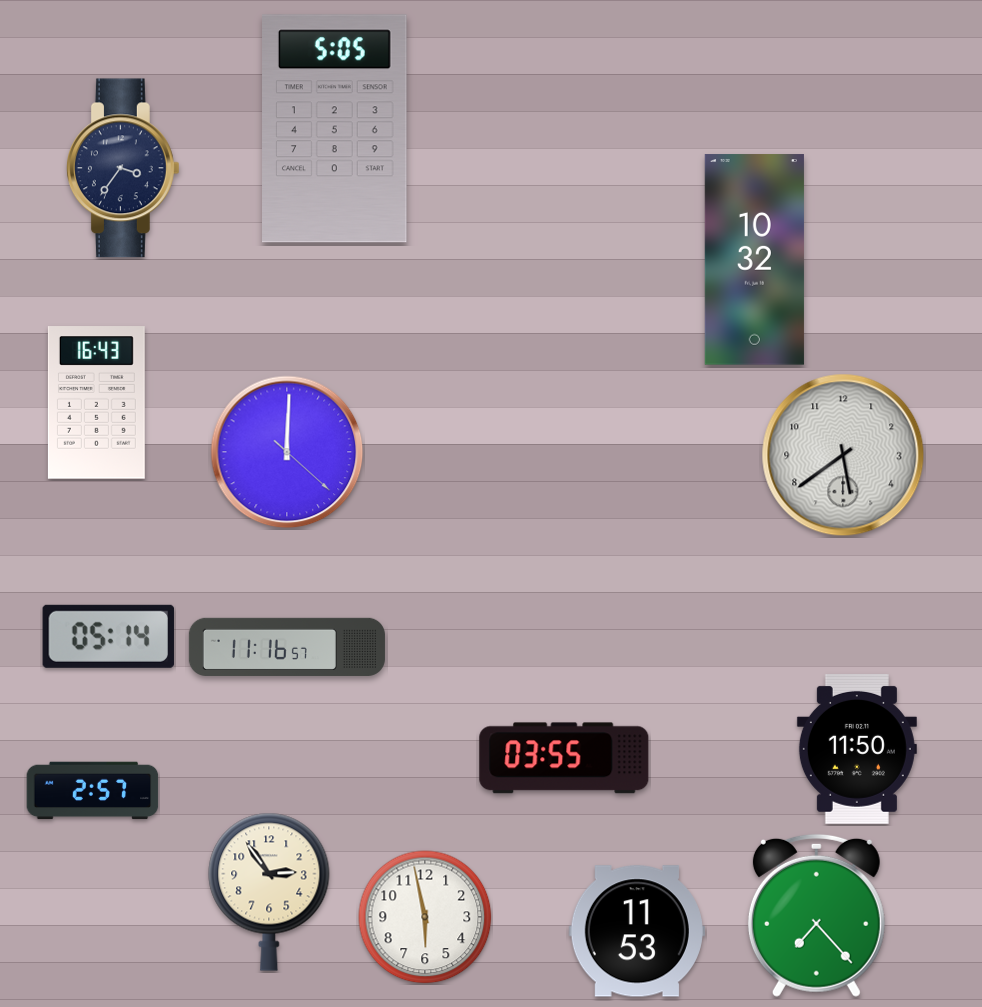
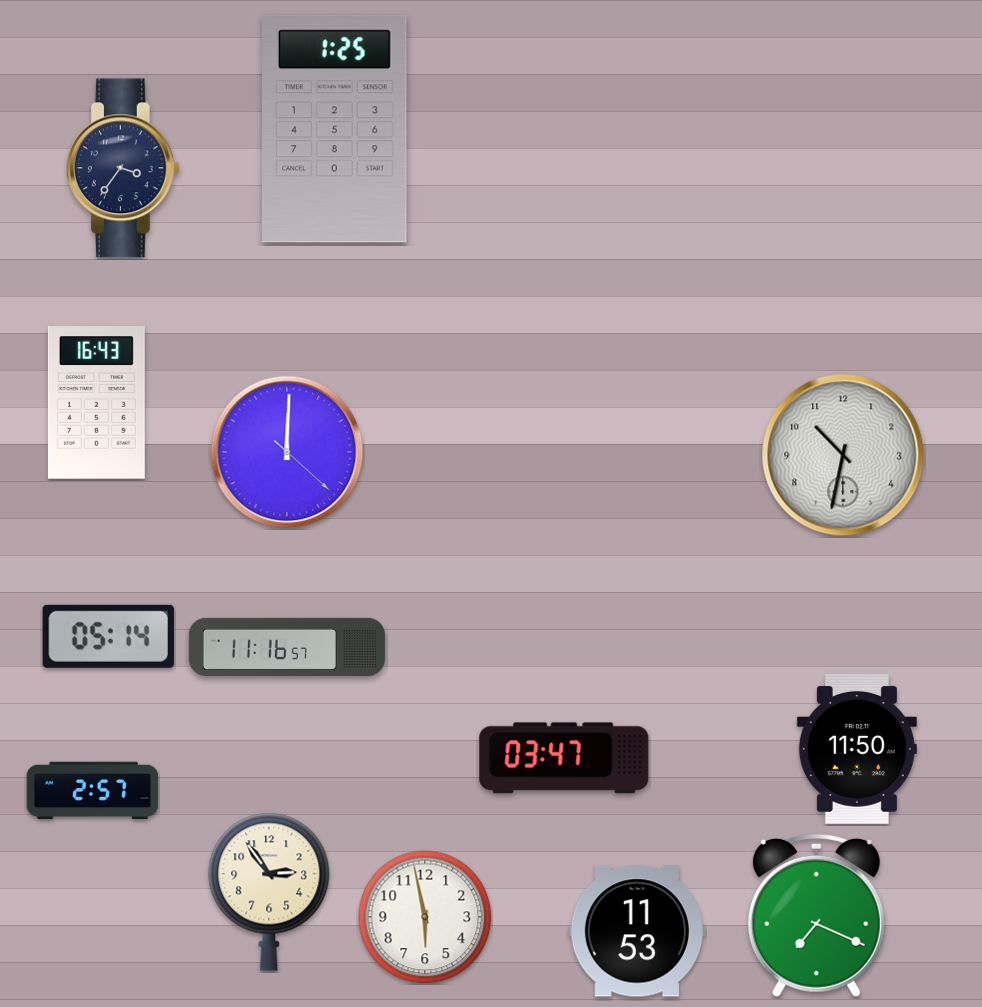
clock at (335, 129): 5:05 -> 1:25
clock at (754, 260): 10:32 -> none
clock at (843, 455): 5:39 -> 10:32
clock at (564, 758): 03:55 -> 03:47
clock at (816, 915): 7:23 -> 7:19
